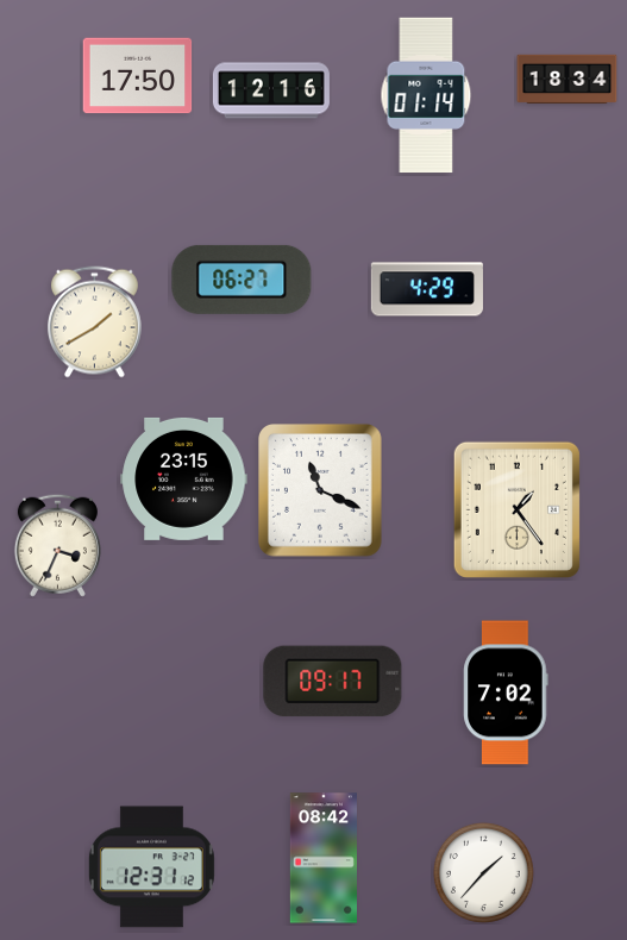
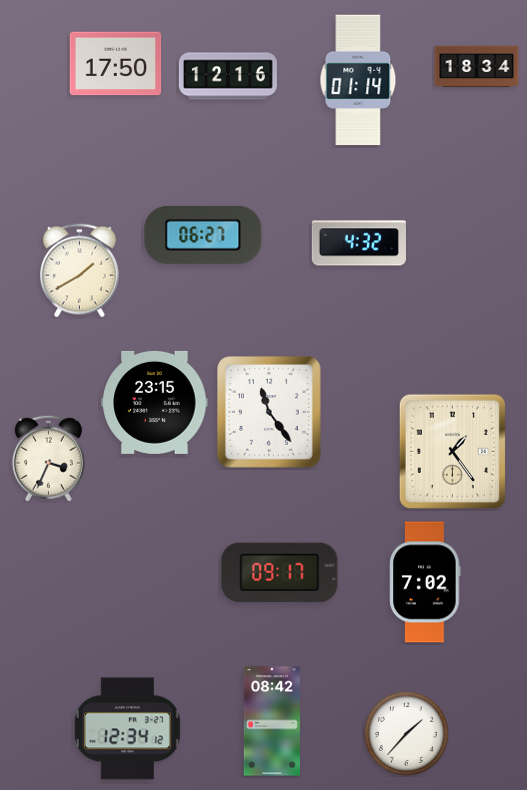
clock at (427, 289): 4:29 -> 4:32
clock at (321, 491): 11:19 -> 11:24
clock at (516, 509) position: (516, 509) -> (452, 451)
clock at (151, 867): 12:31 -> 12:34
